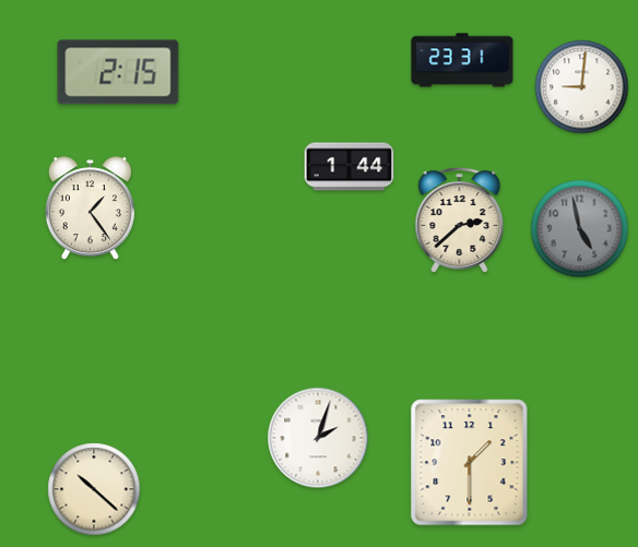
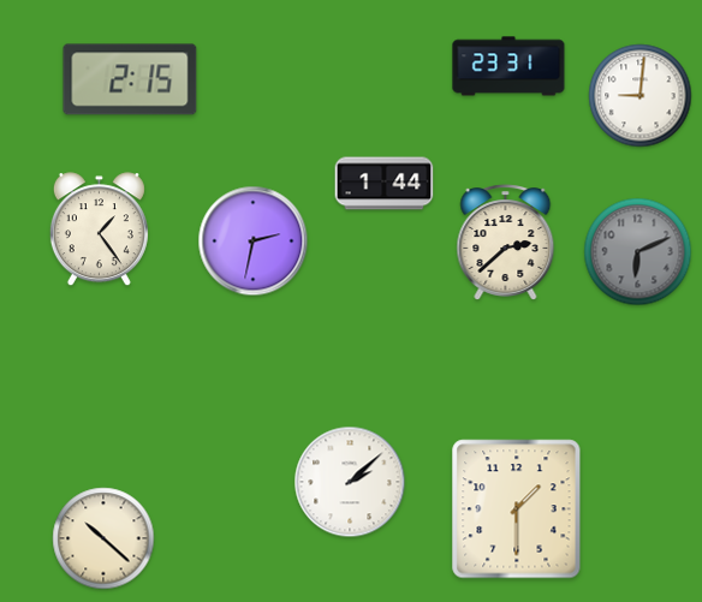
clock at (254, 242): none -> 2:32
clock at (580, 229): 4:58 -> 6:11
clock at (318, 438): 2:03 -> 2:08
